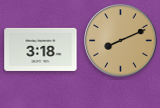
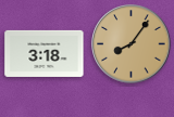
clock at (121, 41): 8:11 -> 8:06
